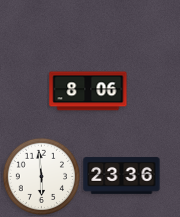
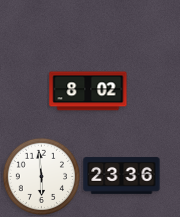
clock at (88, 91): 8:06 -> 8:02
